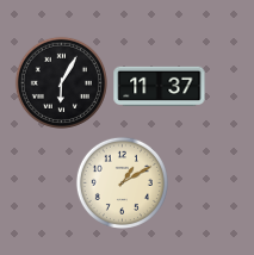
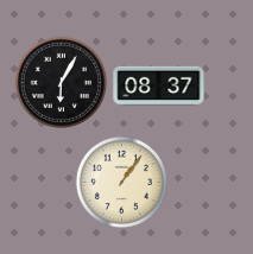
clock at (160, 87): 11:37 -> 08:37
clock at (122, 182): 1:10 -> 1:06
